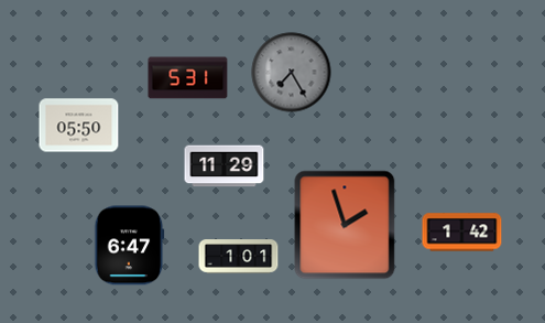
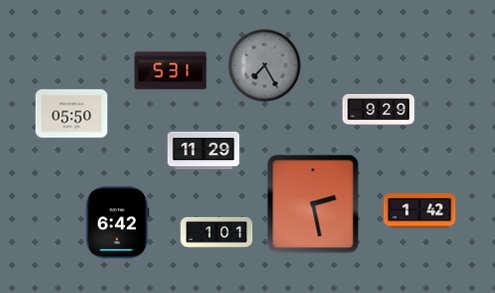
clock at (379, 109): none -> 9:29
clock at (345, 225): 1:57 -> 2:28
clock at (130, 246): 6:47 -> 6:42
